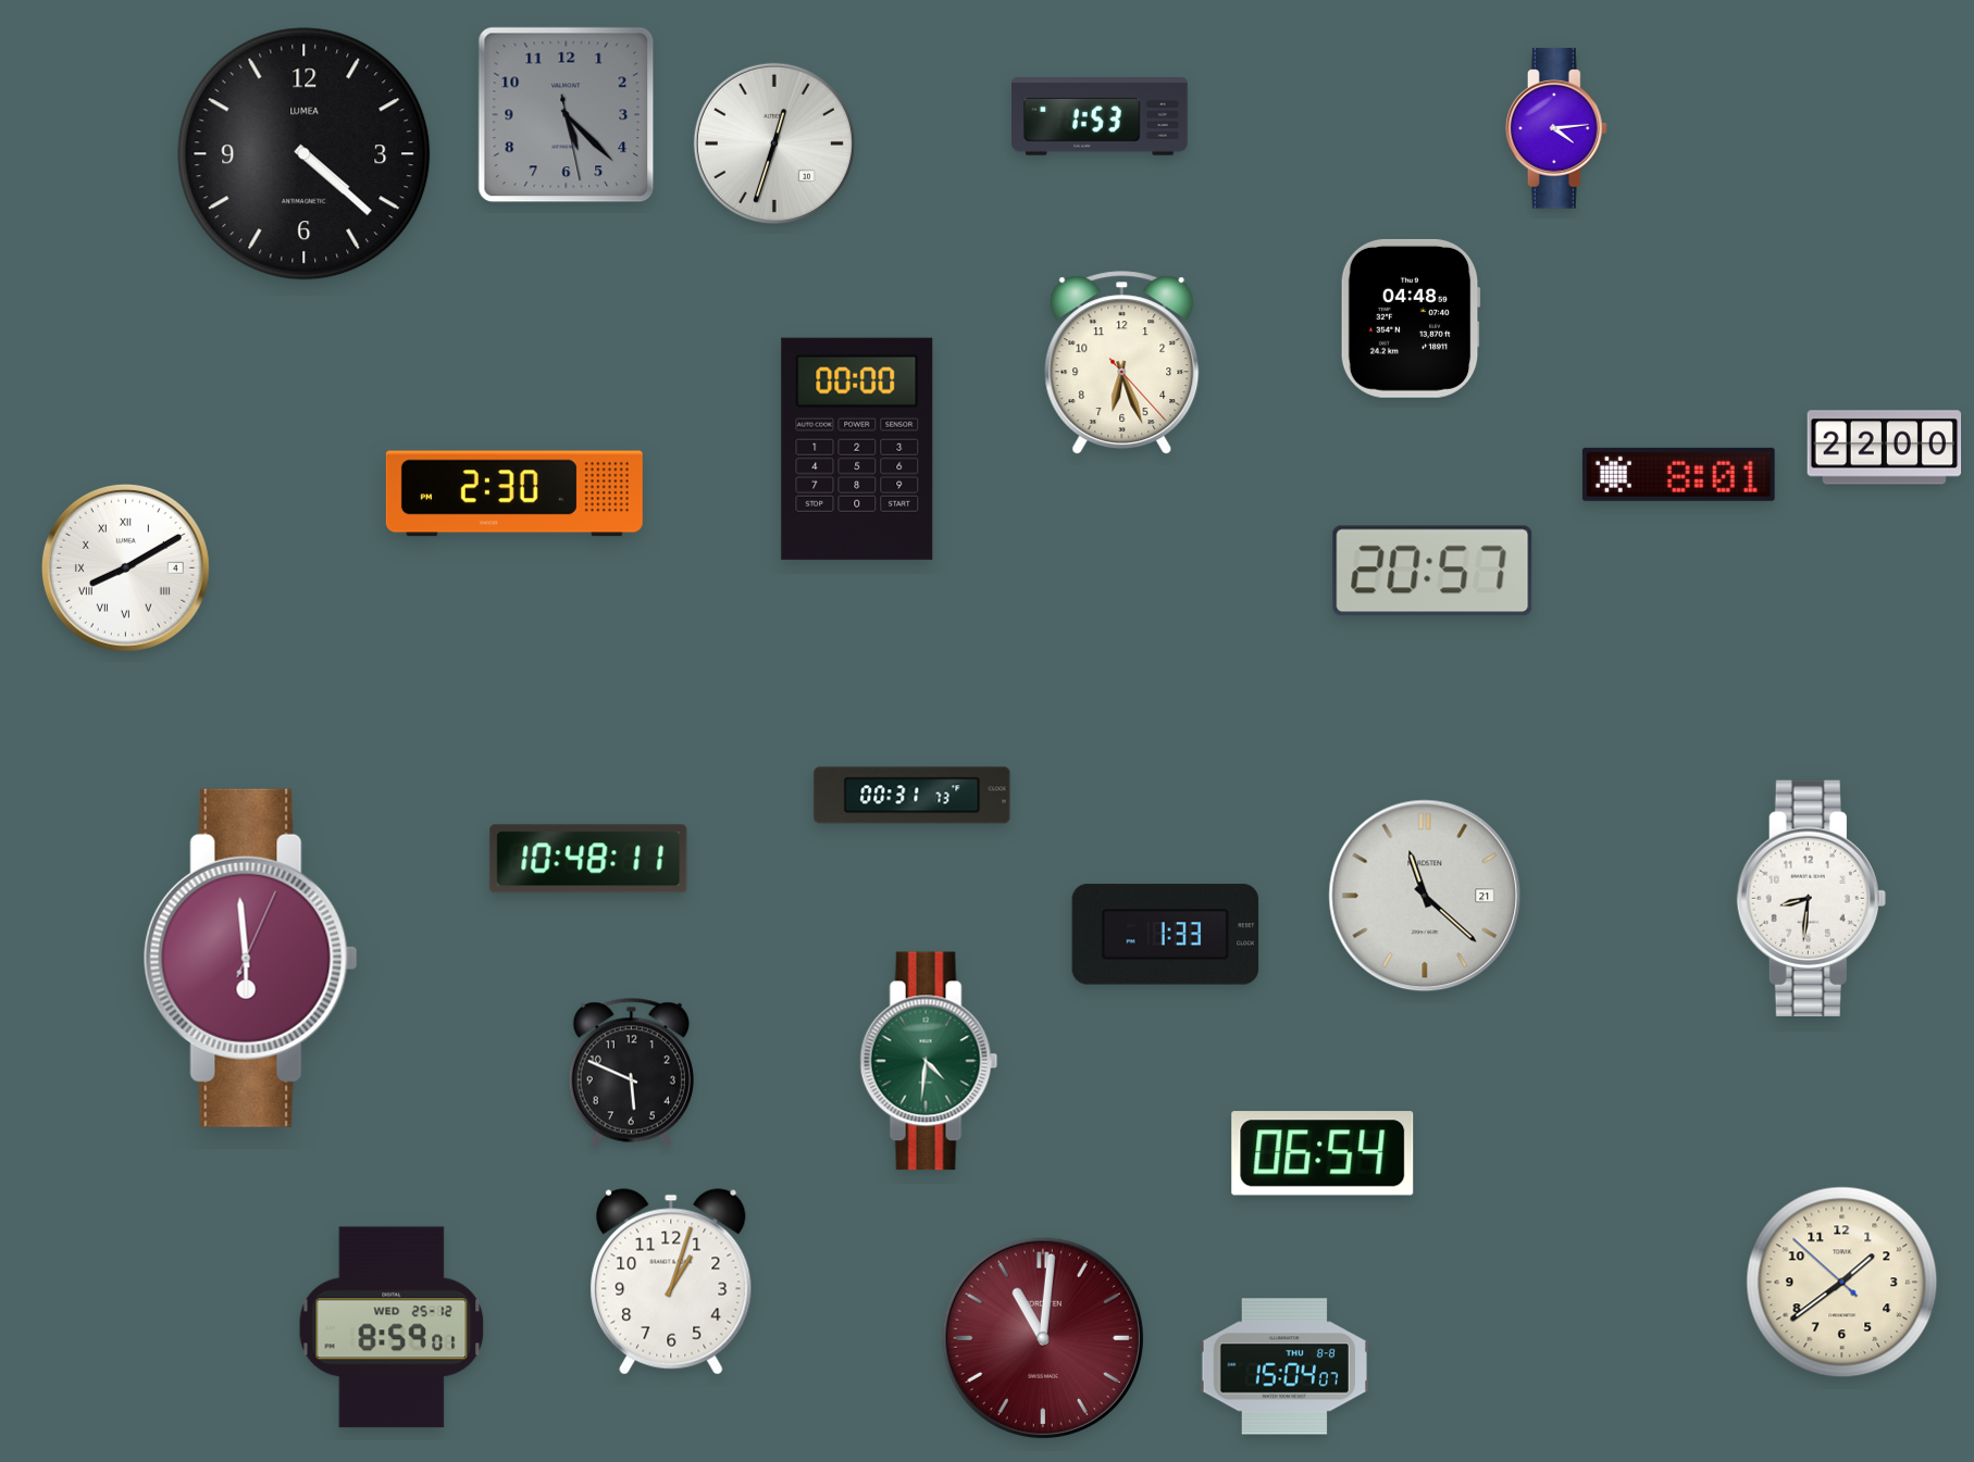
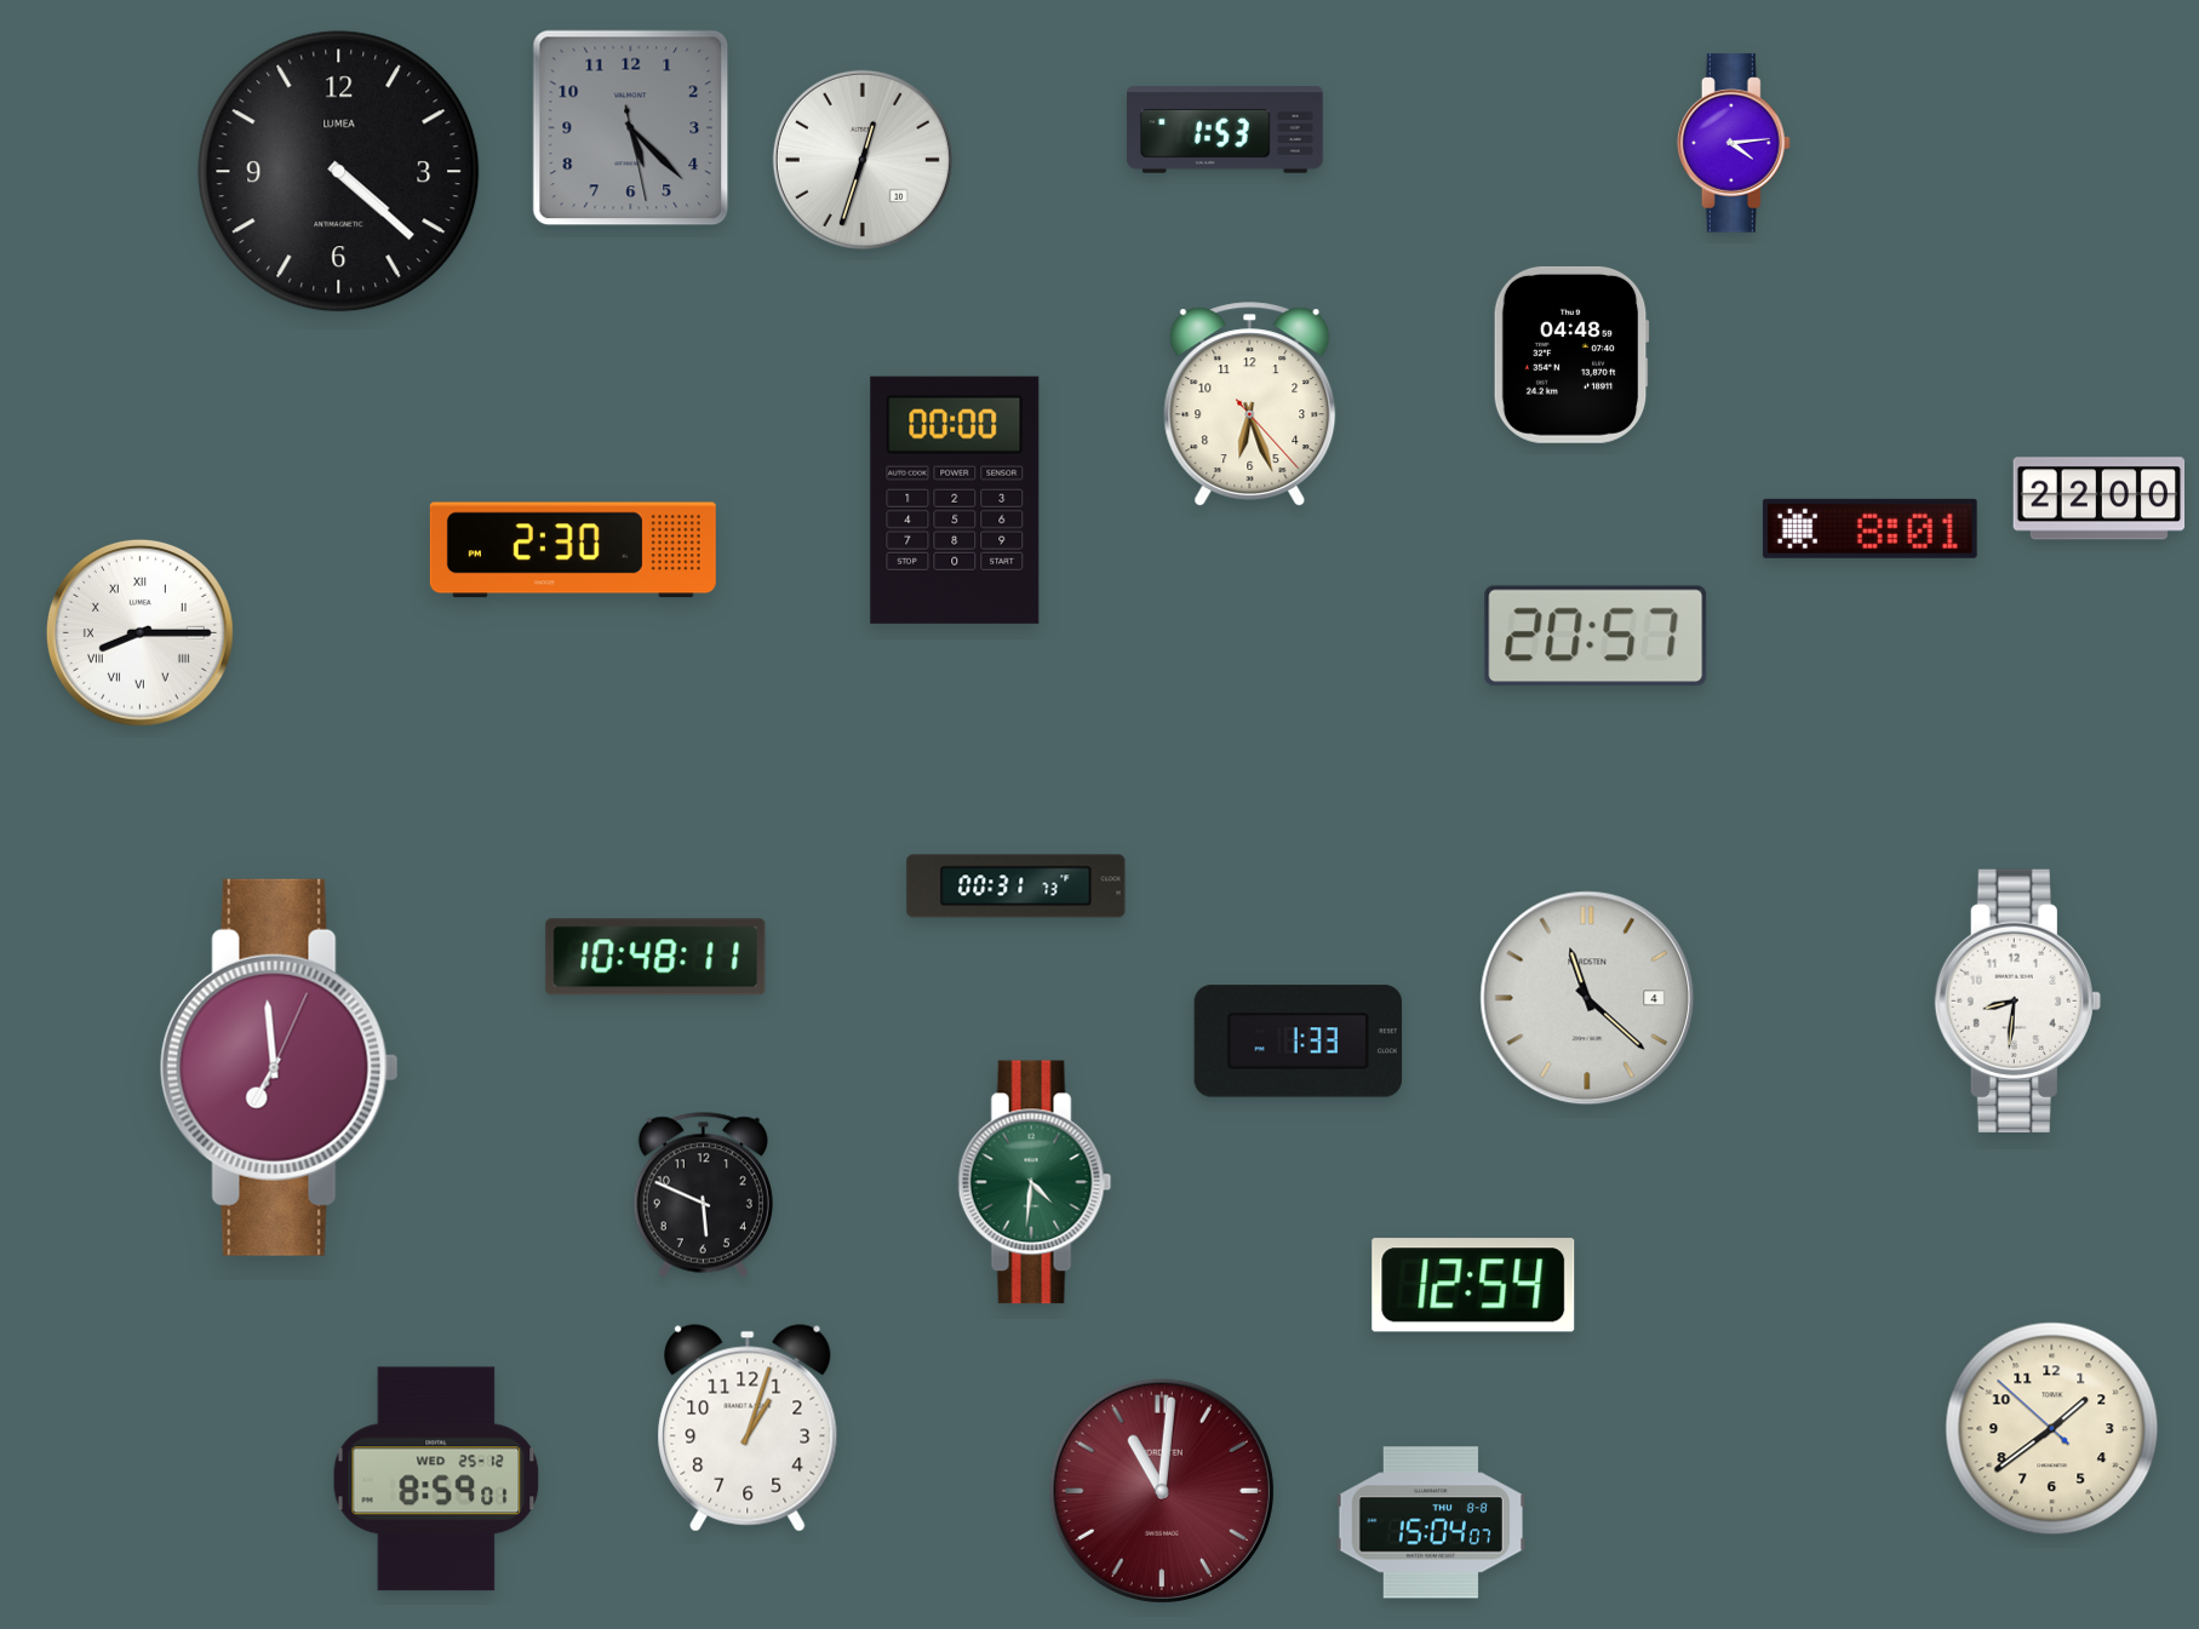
clock at (125, 567): 8:10 -> 8:15
clock at (1425, 896) date: 21 -> 4
clock at (250, 958): 5:59 -> 6:59
clock at (1323, 1153): 06:54 -> 12:54
